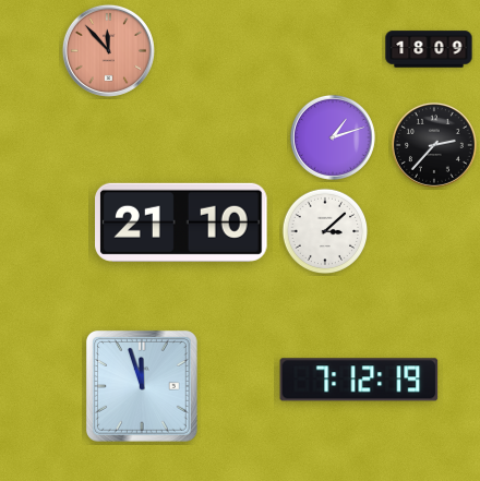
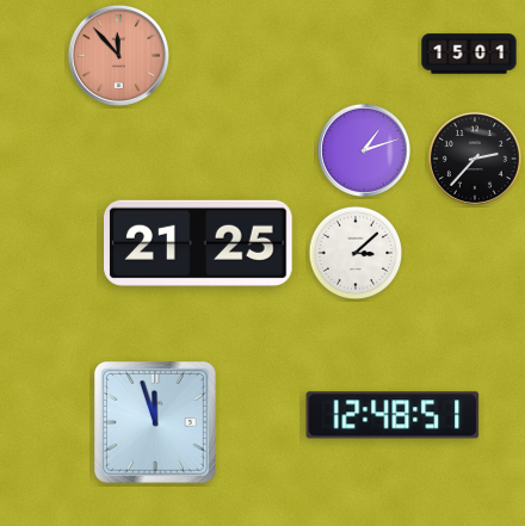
clock at (429, 49): 18:09 -> 15:01
clock at (181, 223): 21:10 -> 21:25
clock at (359, 380): 7:12 -> 12:48
